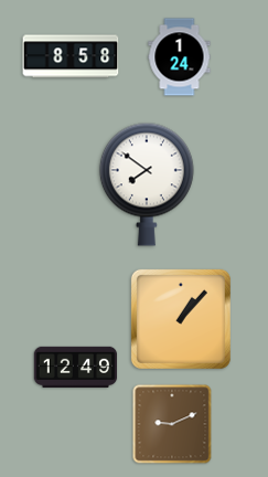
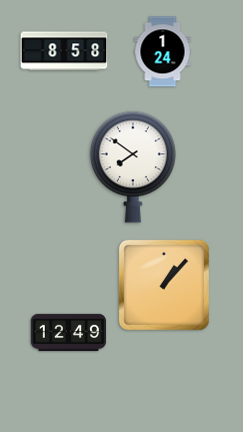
clock at (181, 319) position: (181, 319) -> (164, 285)
clock at (172, 424): 9:11 -> none
